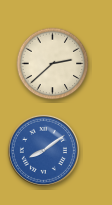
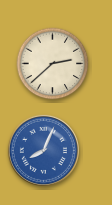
clock at (43, 150): 8:09 -> 8:04
